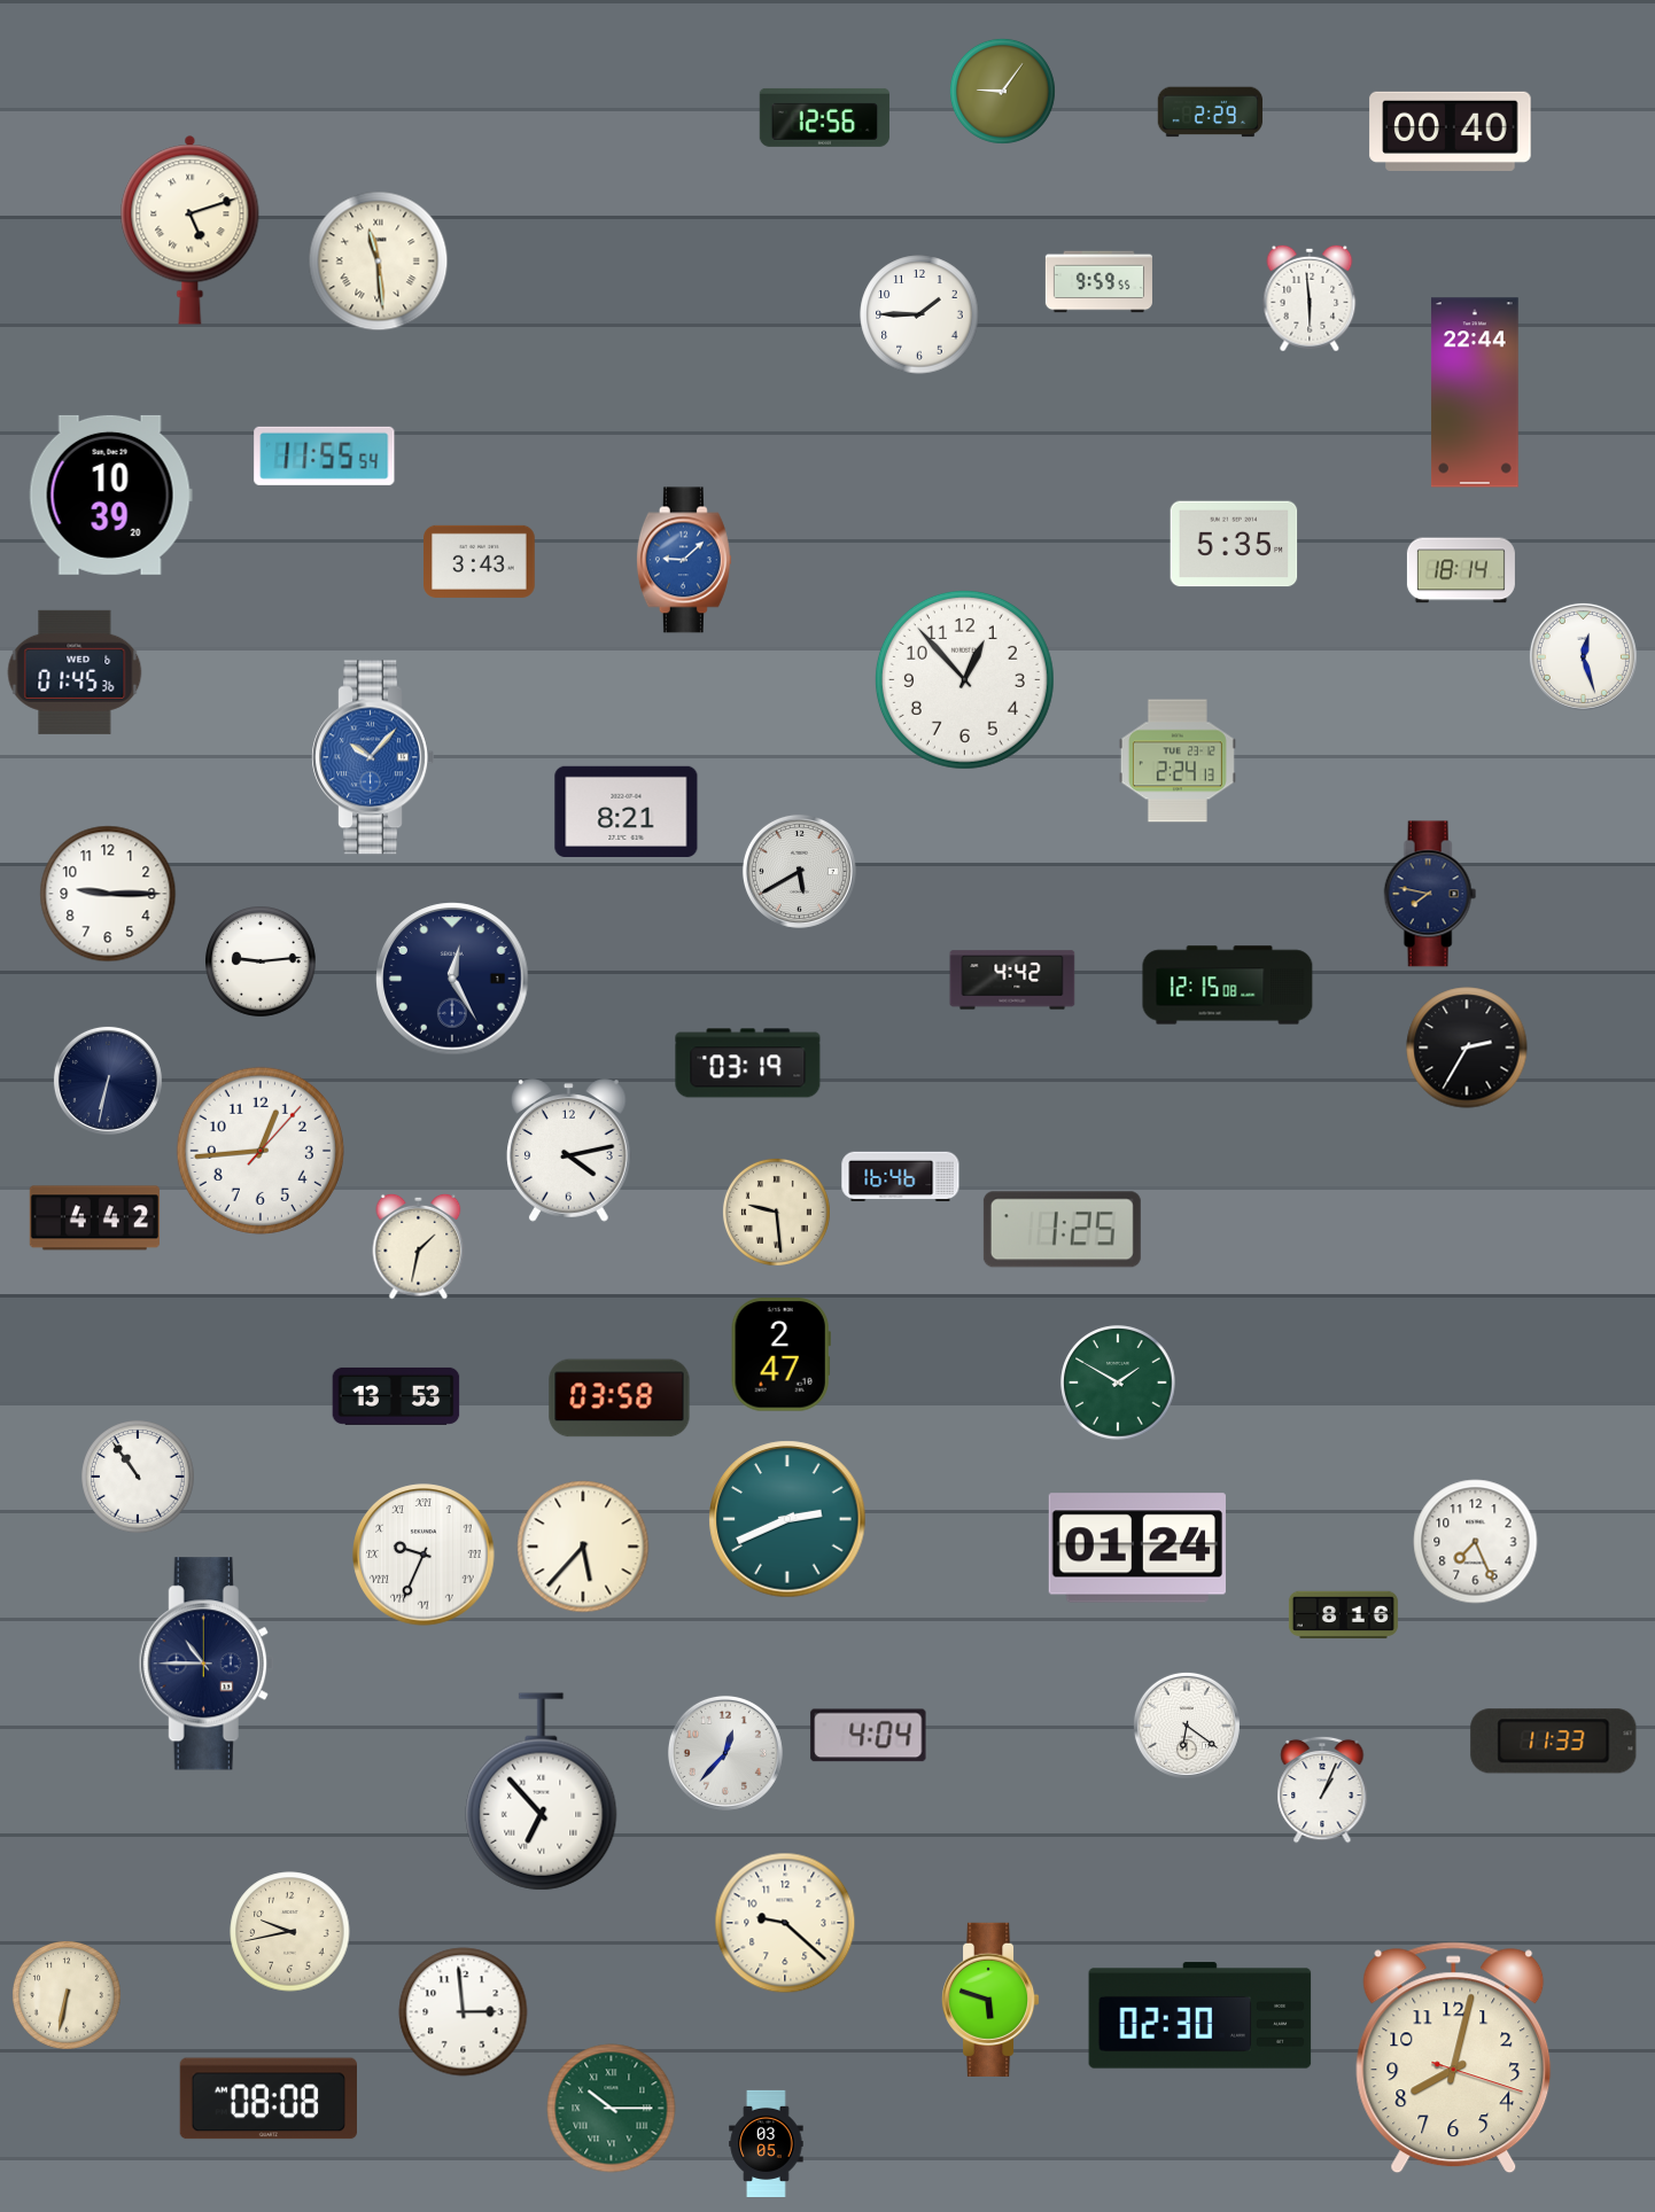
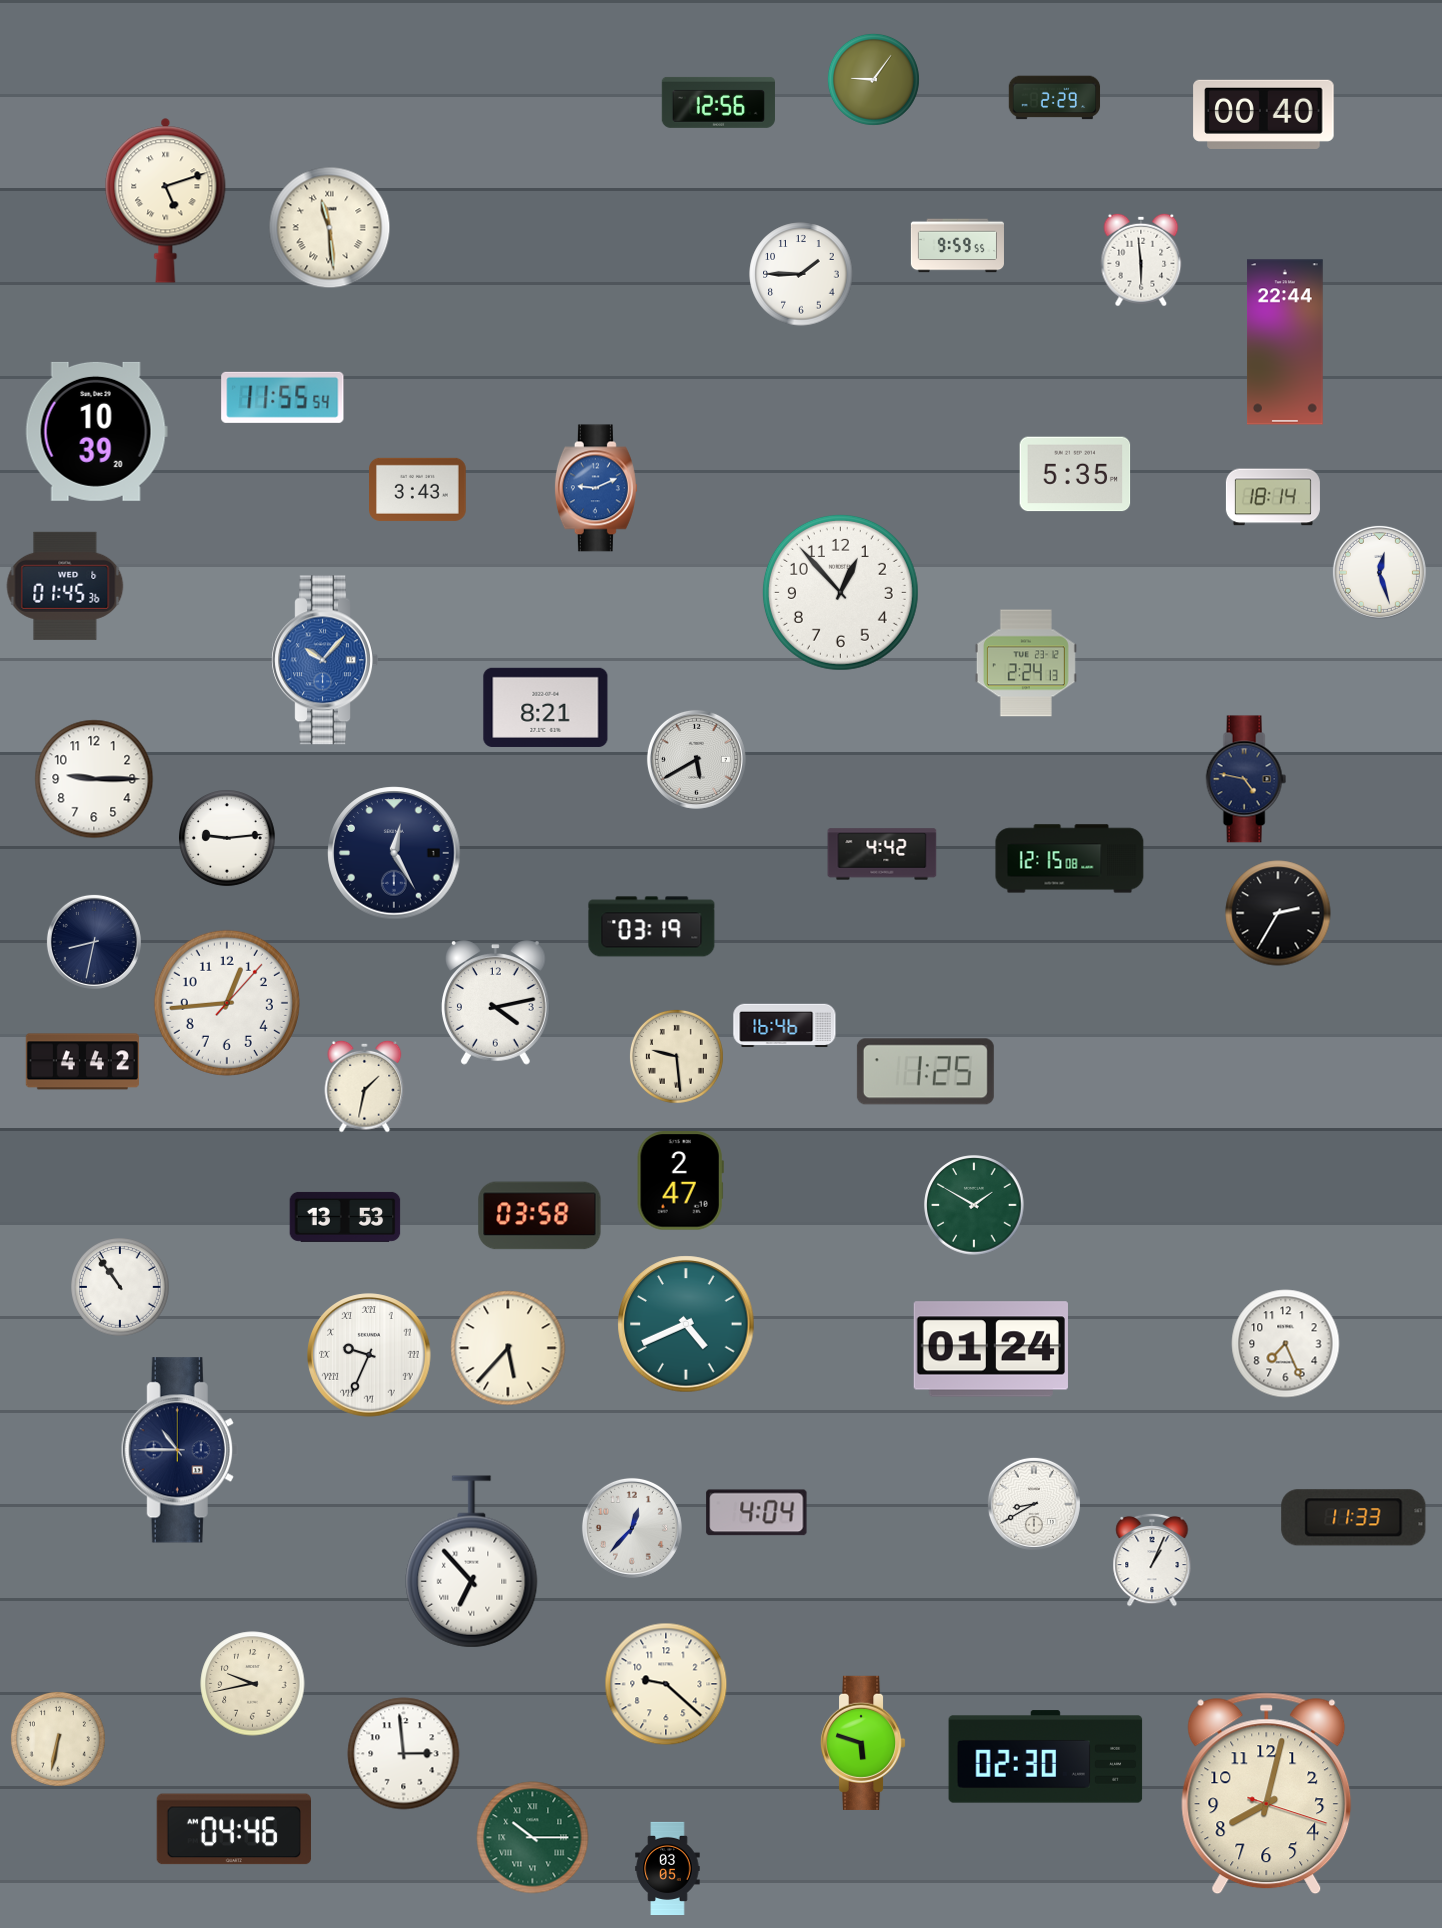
clock at (684, 560): 9:08 -> 9:11
clock at (1430, 894): 7:47 -> 4:47
clock at (108, 1081): 6:32 -> 8:32
clock at (620, 1399) position: (620, 1399) -> (540, 1216)
clock at (787, 1519): 2:41 -> 4:41
clock at (1343, 1615): 8:16 -> none
clock at (1187, 1726): 6:21 -> 8:40
clock at (785, 1923) position: (785, 1923) -> (666, 1684)
clock at (269, 2098): 08:08 -> 04:46
